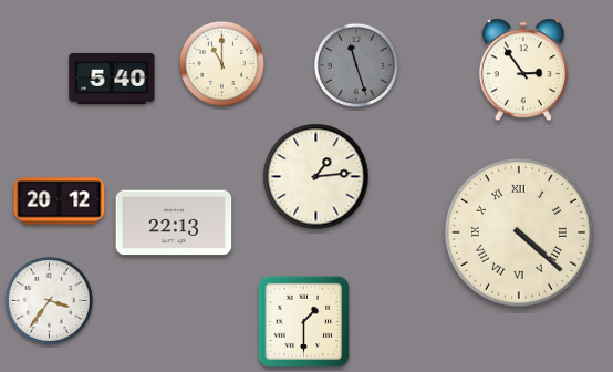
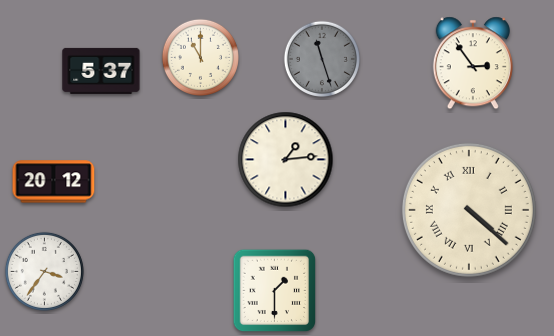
clock at (112, 79): 5:40 -> 5:37
clock at (174, 223): 22:13 -> none
